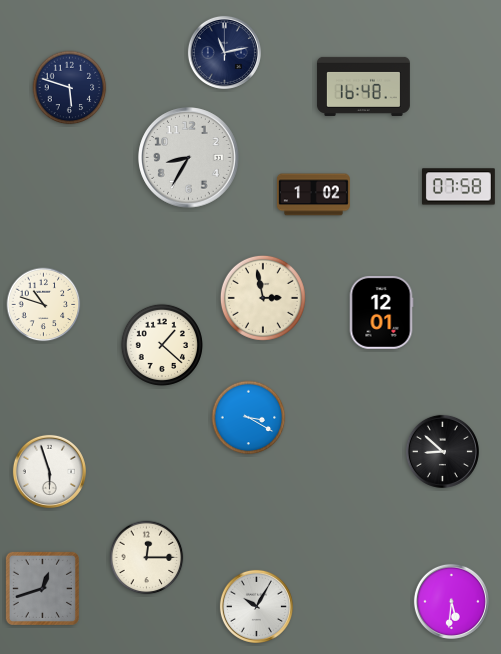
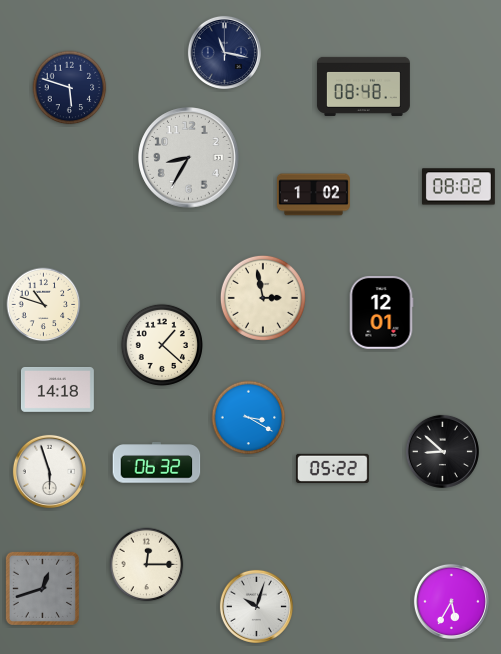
clock at (224, 52): 11:13 -> 11:17
clock at (363, 86): 16:48 -> 08:48
clock at (458, 187): 07:58 -> 08:02
clock at (57, 390): none -> 14:18
clock at (157, 463): none -> 06:32
clock at (332, 468): none -> 05:22
clock at (147, 558) position: (147, 558) -> (147, 565)
clock at (451, 601): 5:31 -> 5:35
clock at (256, 606): 10:05 -> 10:03
